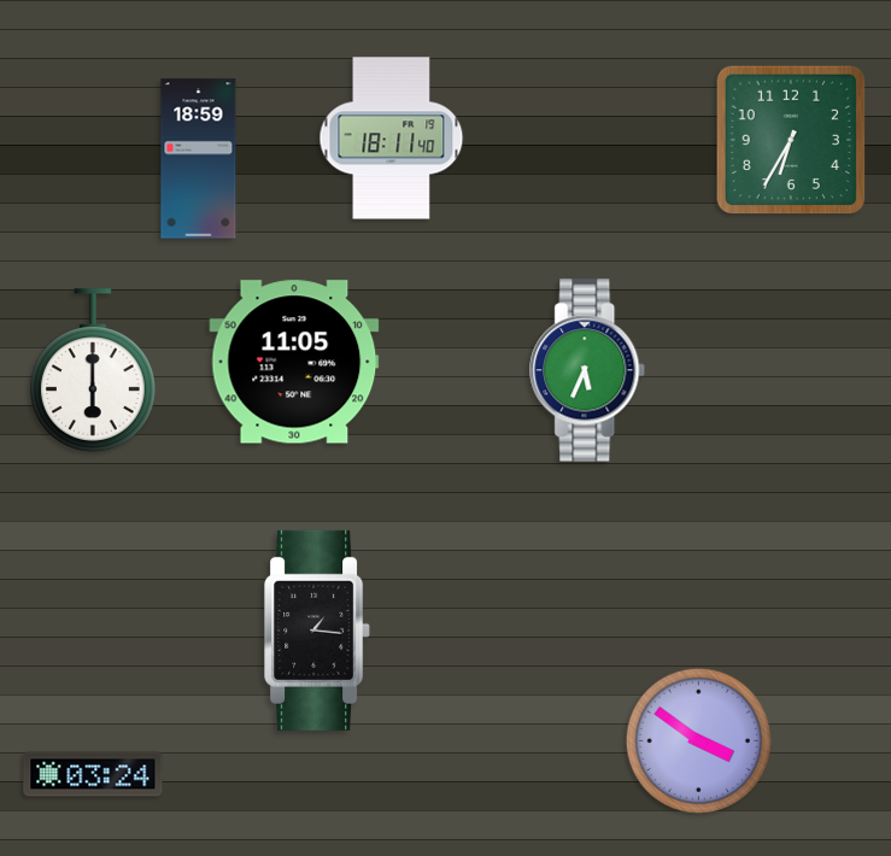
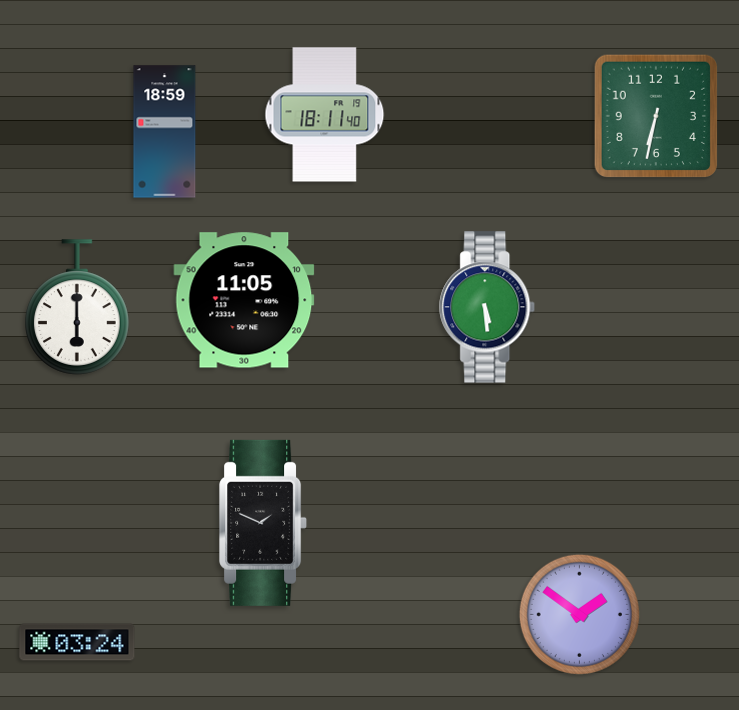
clock at (790, 139): 6:35 -> 6:32
clock at (588, 370): 5:34 -> 5:29
clock at (318, 631): 1:16 -> 1:49
clock at (698, 740): 3:51 -> 1:51
